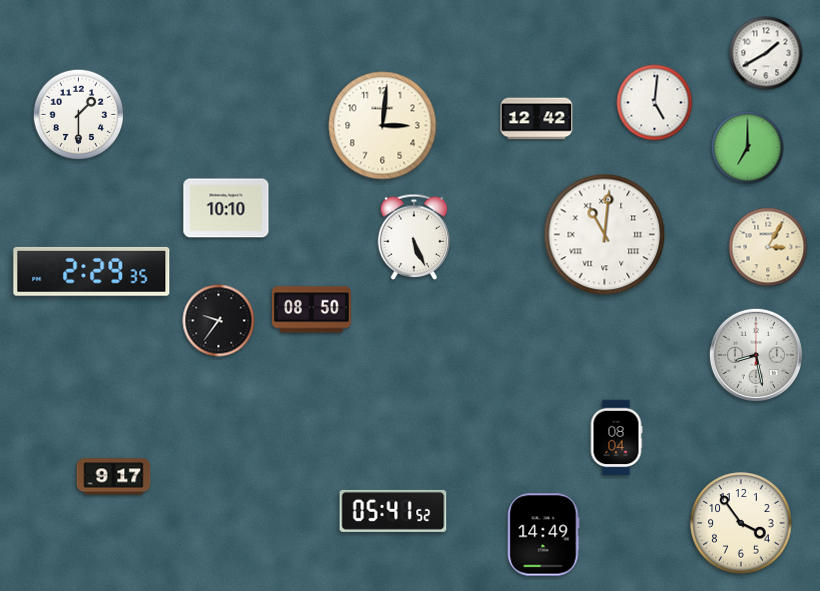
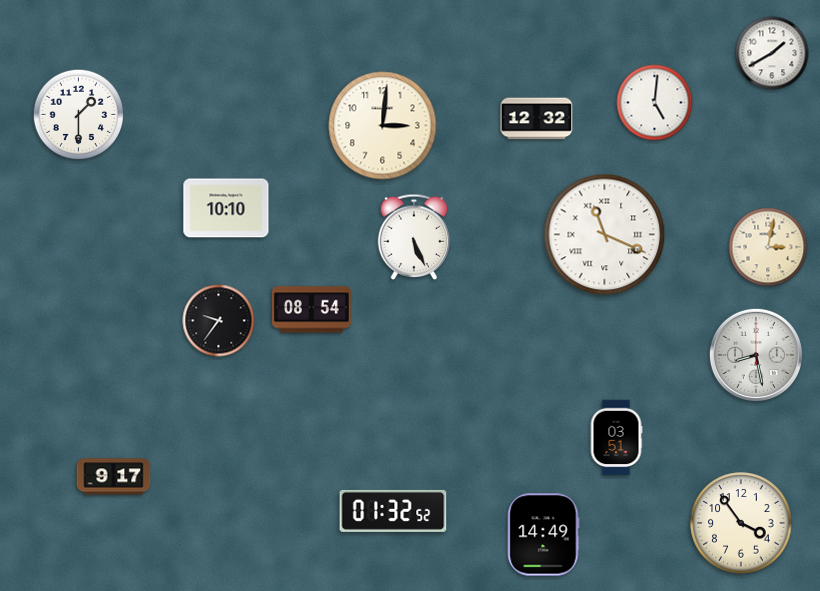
clock at (766, 53) position: (766, 53) -> (772, 53)
clock at (537, 119): 12:42 -> 12:32
clock at (748, 148): 7:00 -> none
clock at (605, 235): 11:01 -> 11:19
clock at (768, 247): 3:05 -> 3:02
clock at (92, 271): 2:29 -> none
clock at (311, 310): 08:50 -> 08:54
clock at (616, 438): 08:04 -> 03:51
clock at (393, 511): 05:41 -> 01:32
